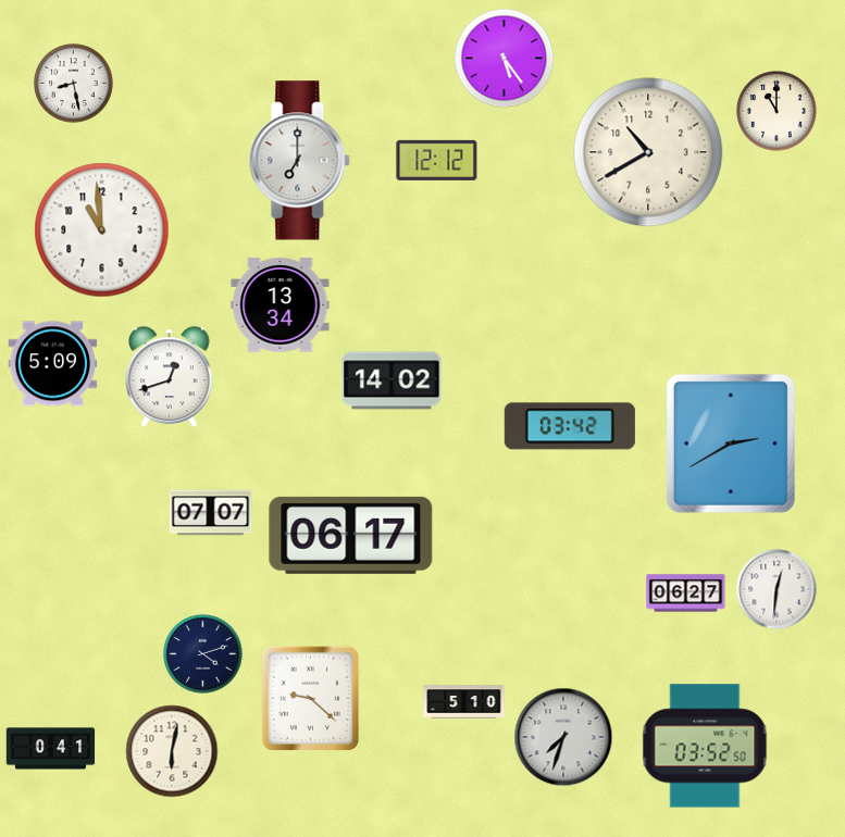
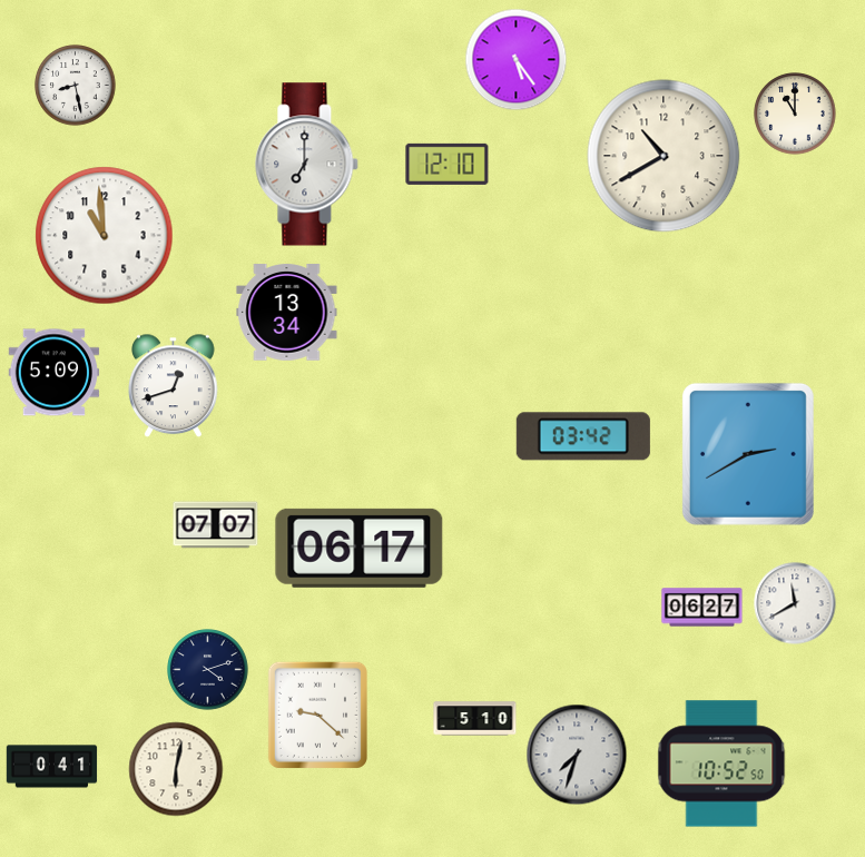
clock at (437, 160): 12:12 -> 12:10
clock at (392, 380): 14:02 -> none
clock at (776, 589): 12:31 -> 11:40
clock at (705, 746): 03:52 -> 10:52
